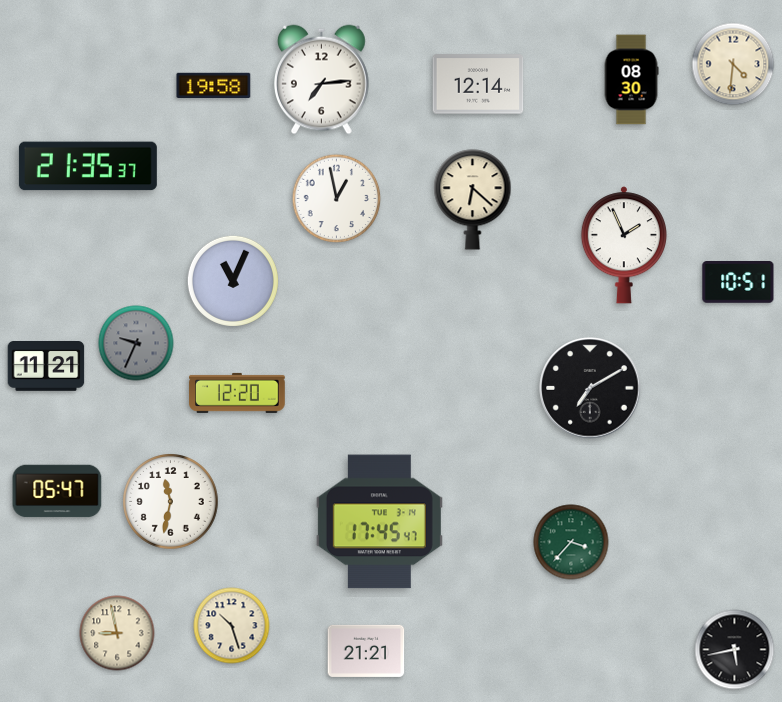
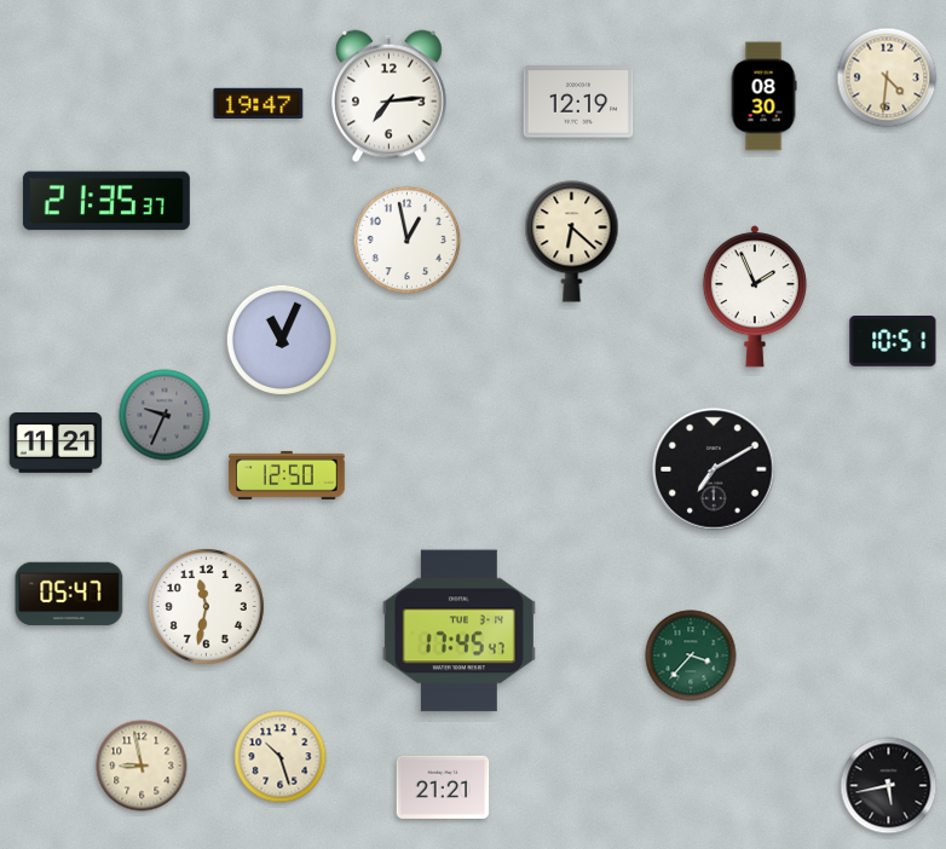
clock at (478, 84): 12:14 -> 12:19
clock at (214, 86): 19:58 -> 19:47
clock at (237, 393): 12:20 -> 12:50
